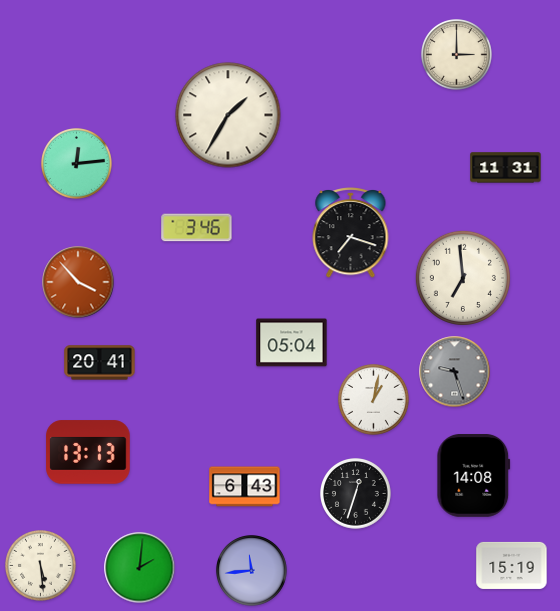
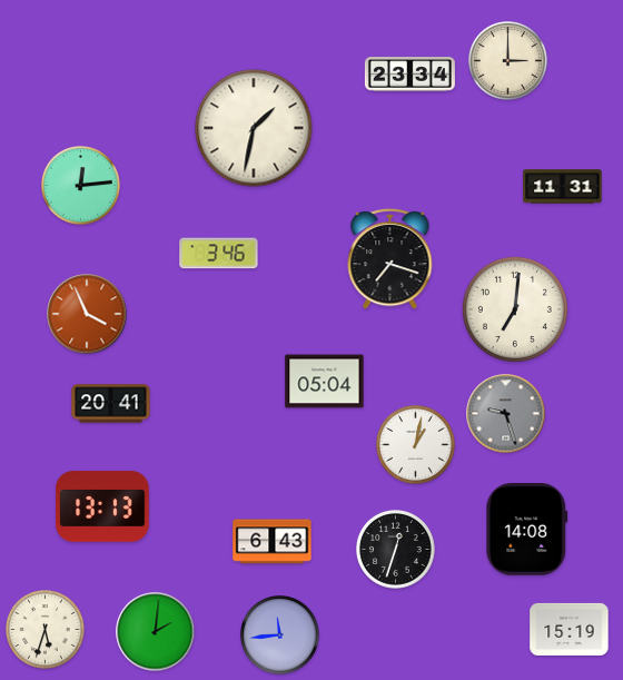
clock at (409, 75): none -> 23:34
clock at (228, 115): 1:35 -> 1:32
clock at (77, 164) position: (77, 164) -> (81, 186)
clock at (463, 278): 6:59 -> 7:01
clock at (78, 282): 3:53 -> 3:56
clock at (88, 452) position: (88, 452) -> (102, 506)
clock at (41, 566): 5:29 -> 5:33
